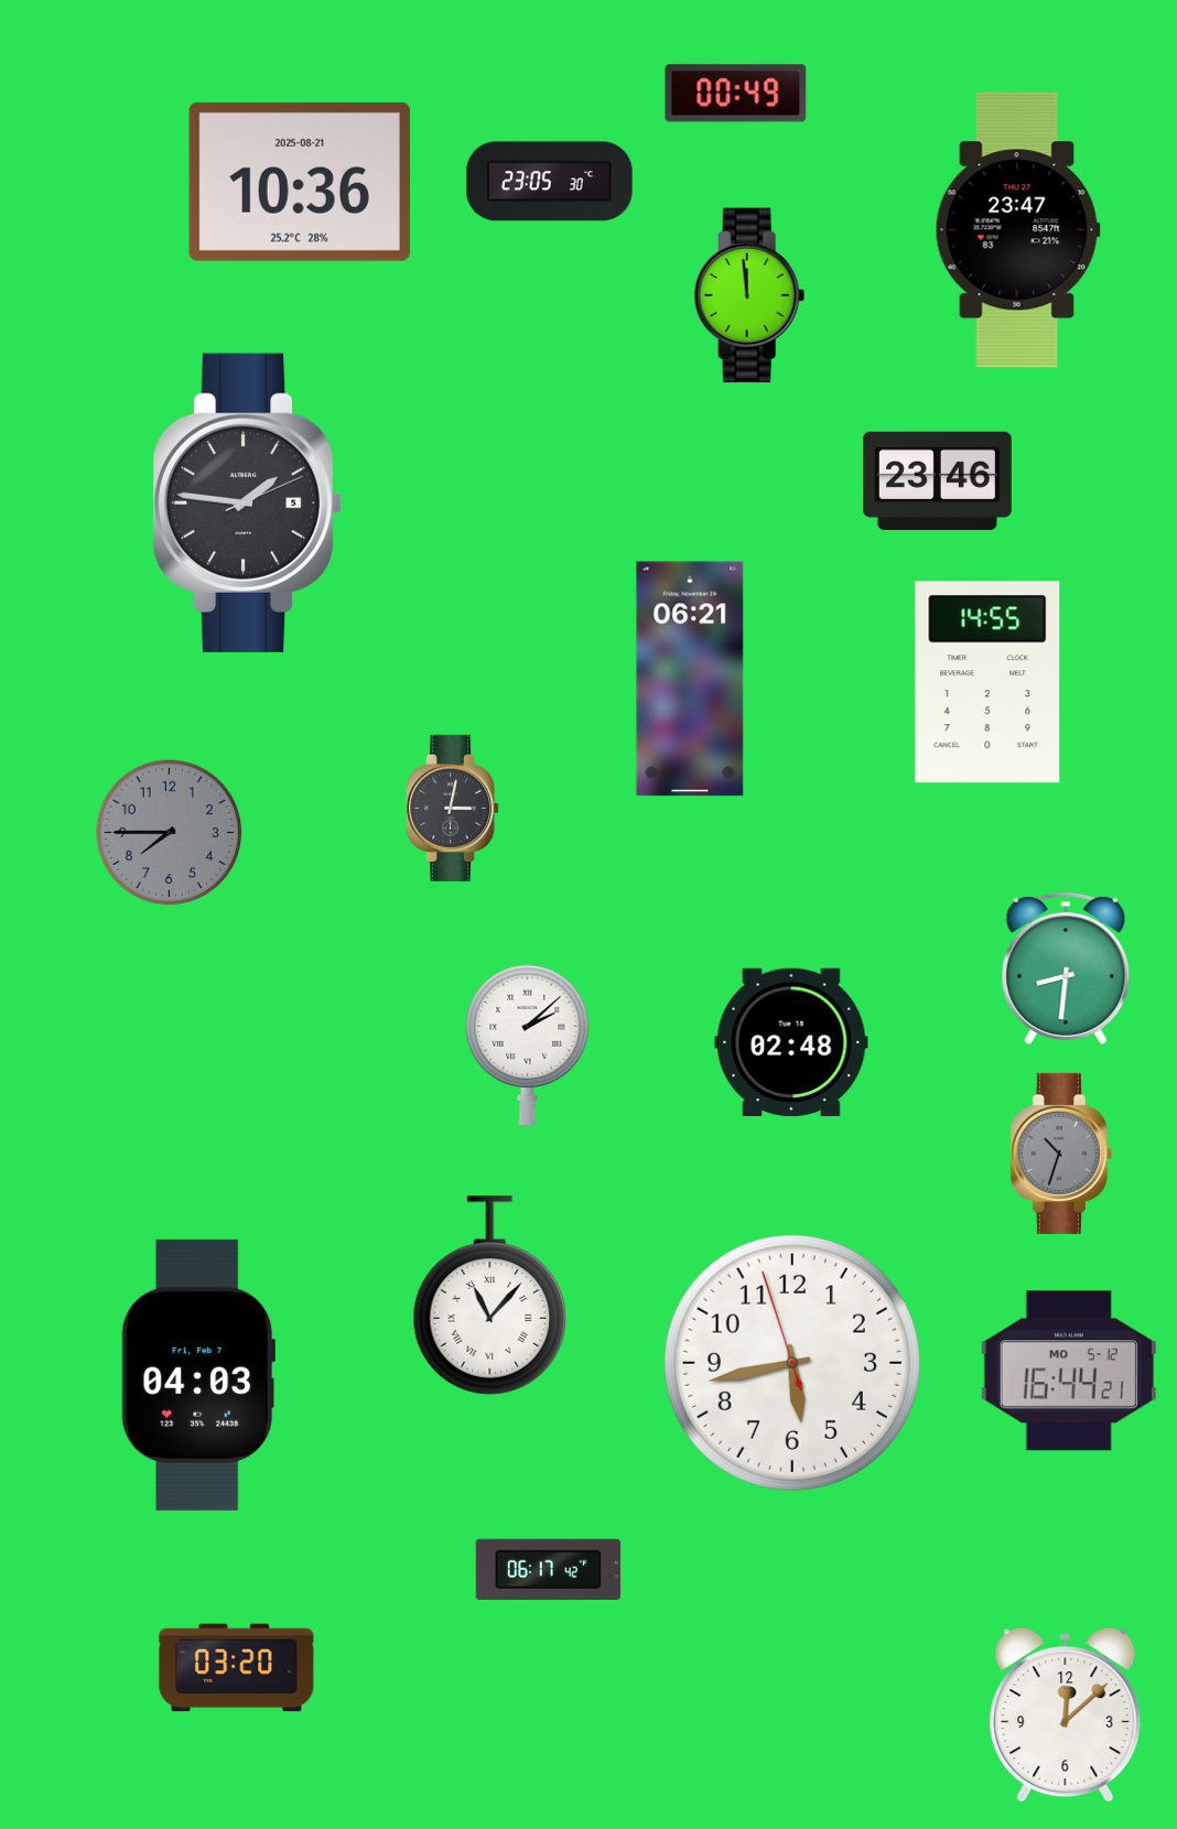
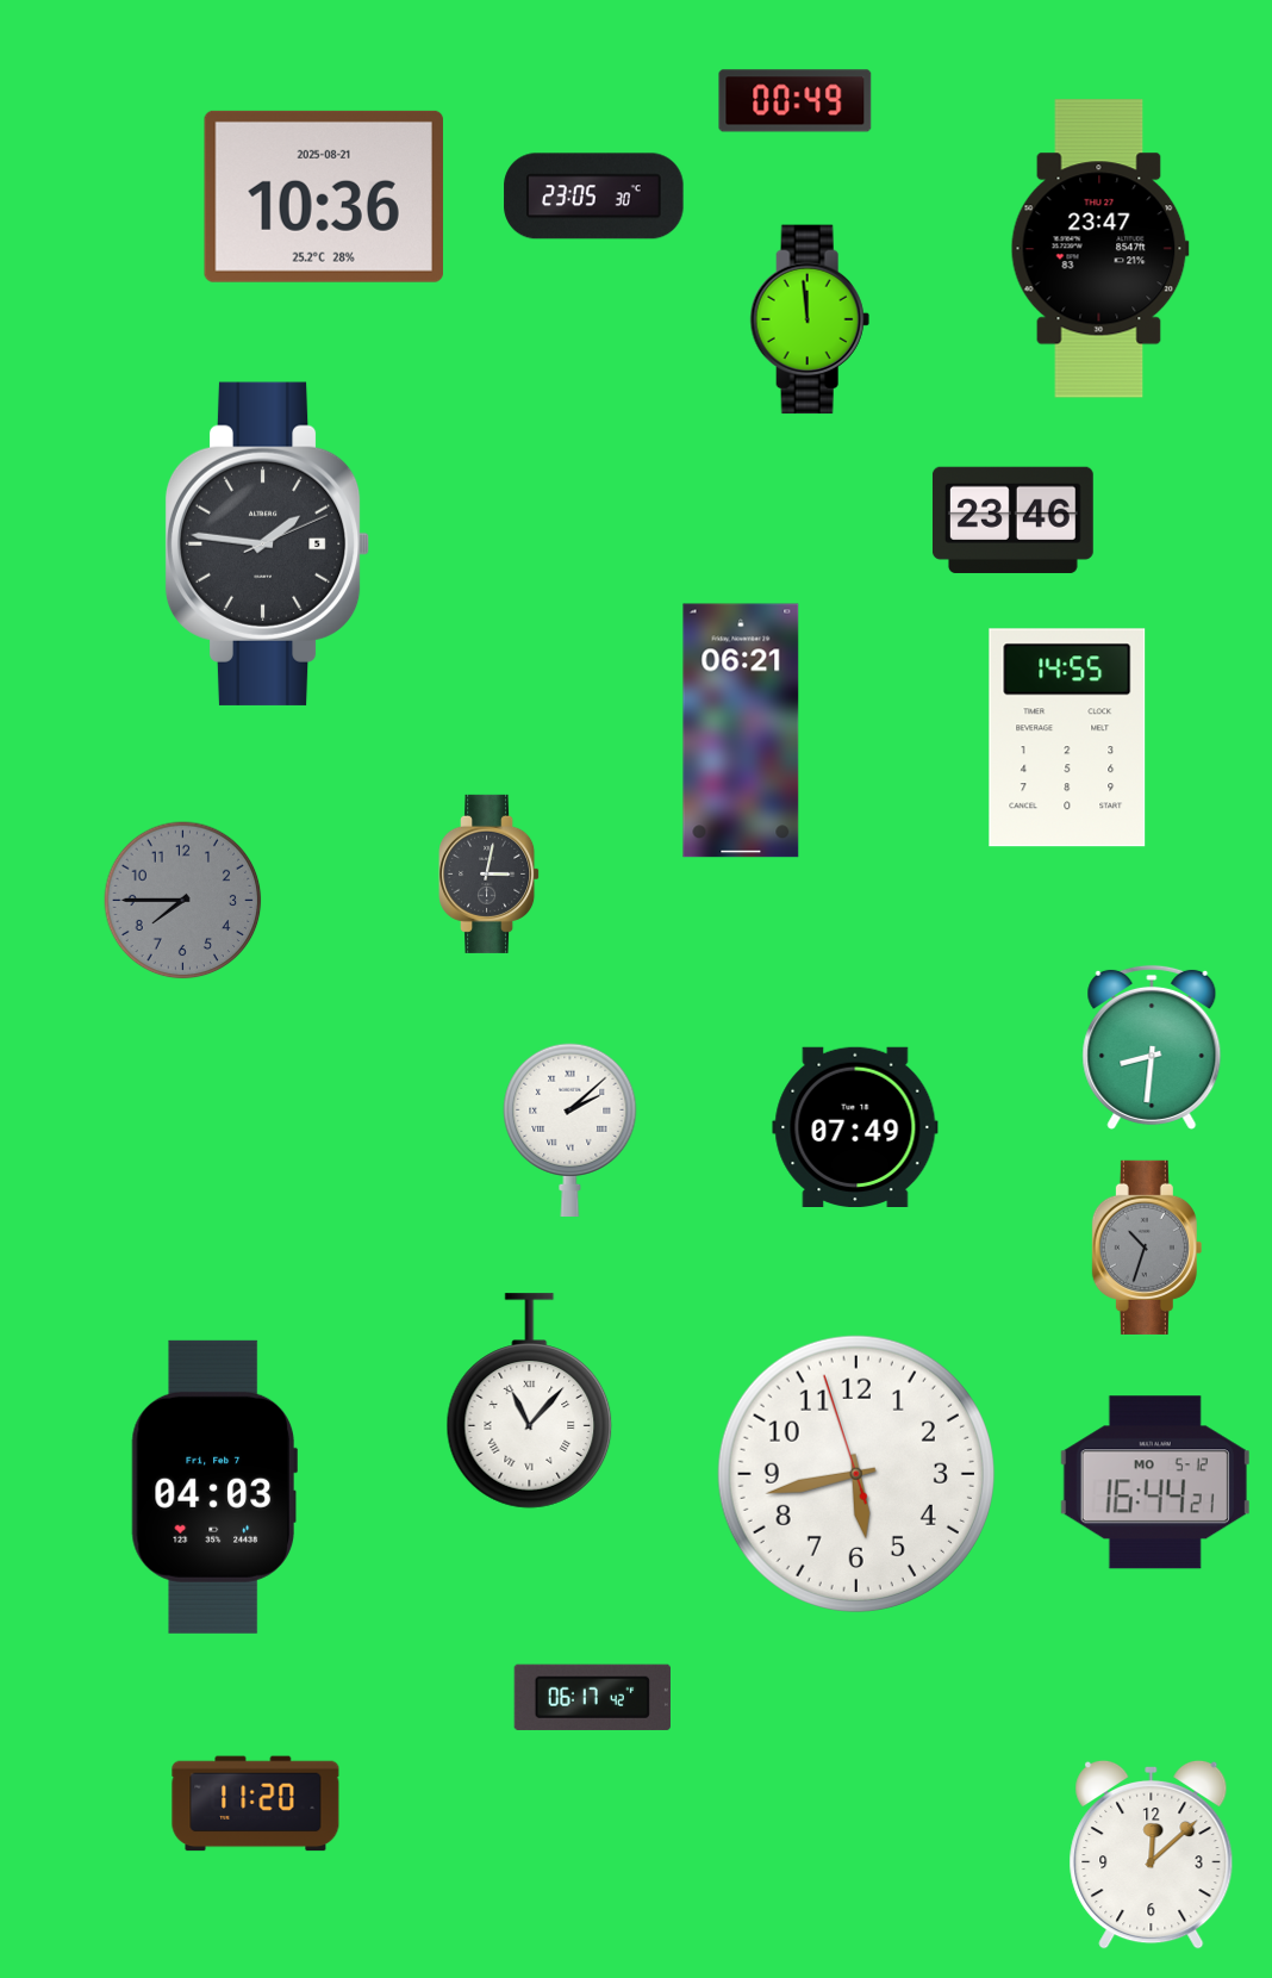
clock at (690, 679) position: (690, 679) -> (741, 730)
clock at (791, 1041): 02:48 -> 07:49
clock at (237, 1668): 03:20 -> 11:20
